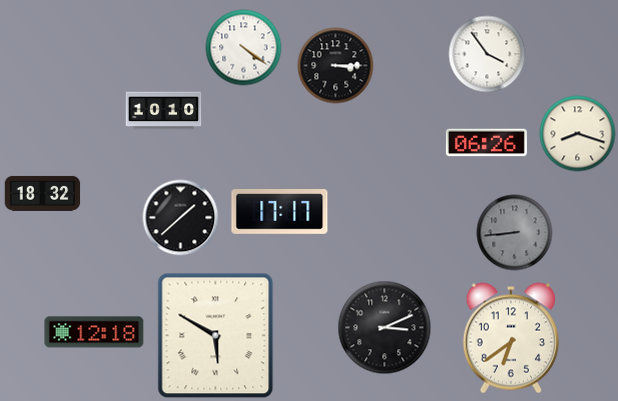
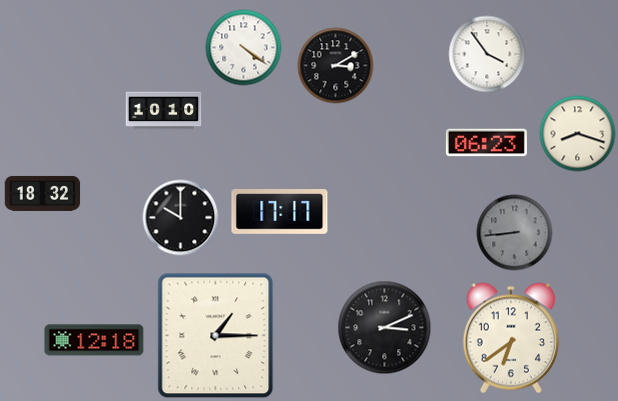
clock at (336, 66): 3:15 -> 3:10
clock at (486, 143): 06:26 -> 06:23
clock at (181, 218): 1:38 -> 10:00
clock at (94, 332) position: (94, 332) -> (94, 340)
clock at (216, 336): 5:50 -> 1:15
